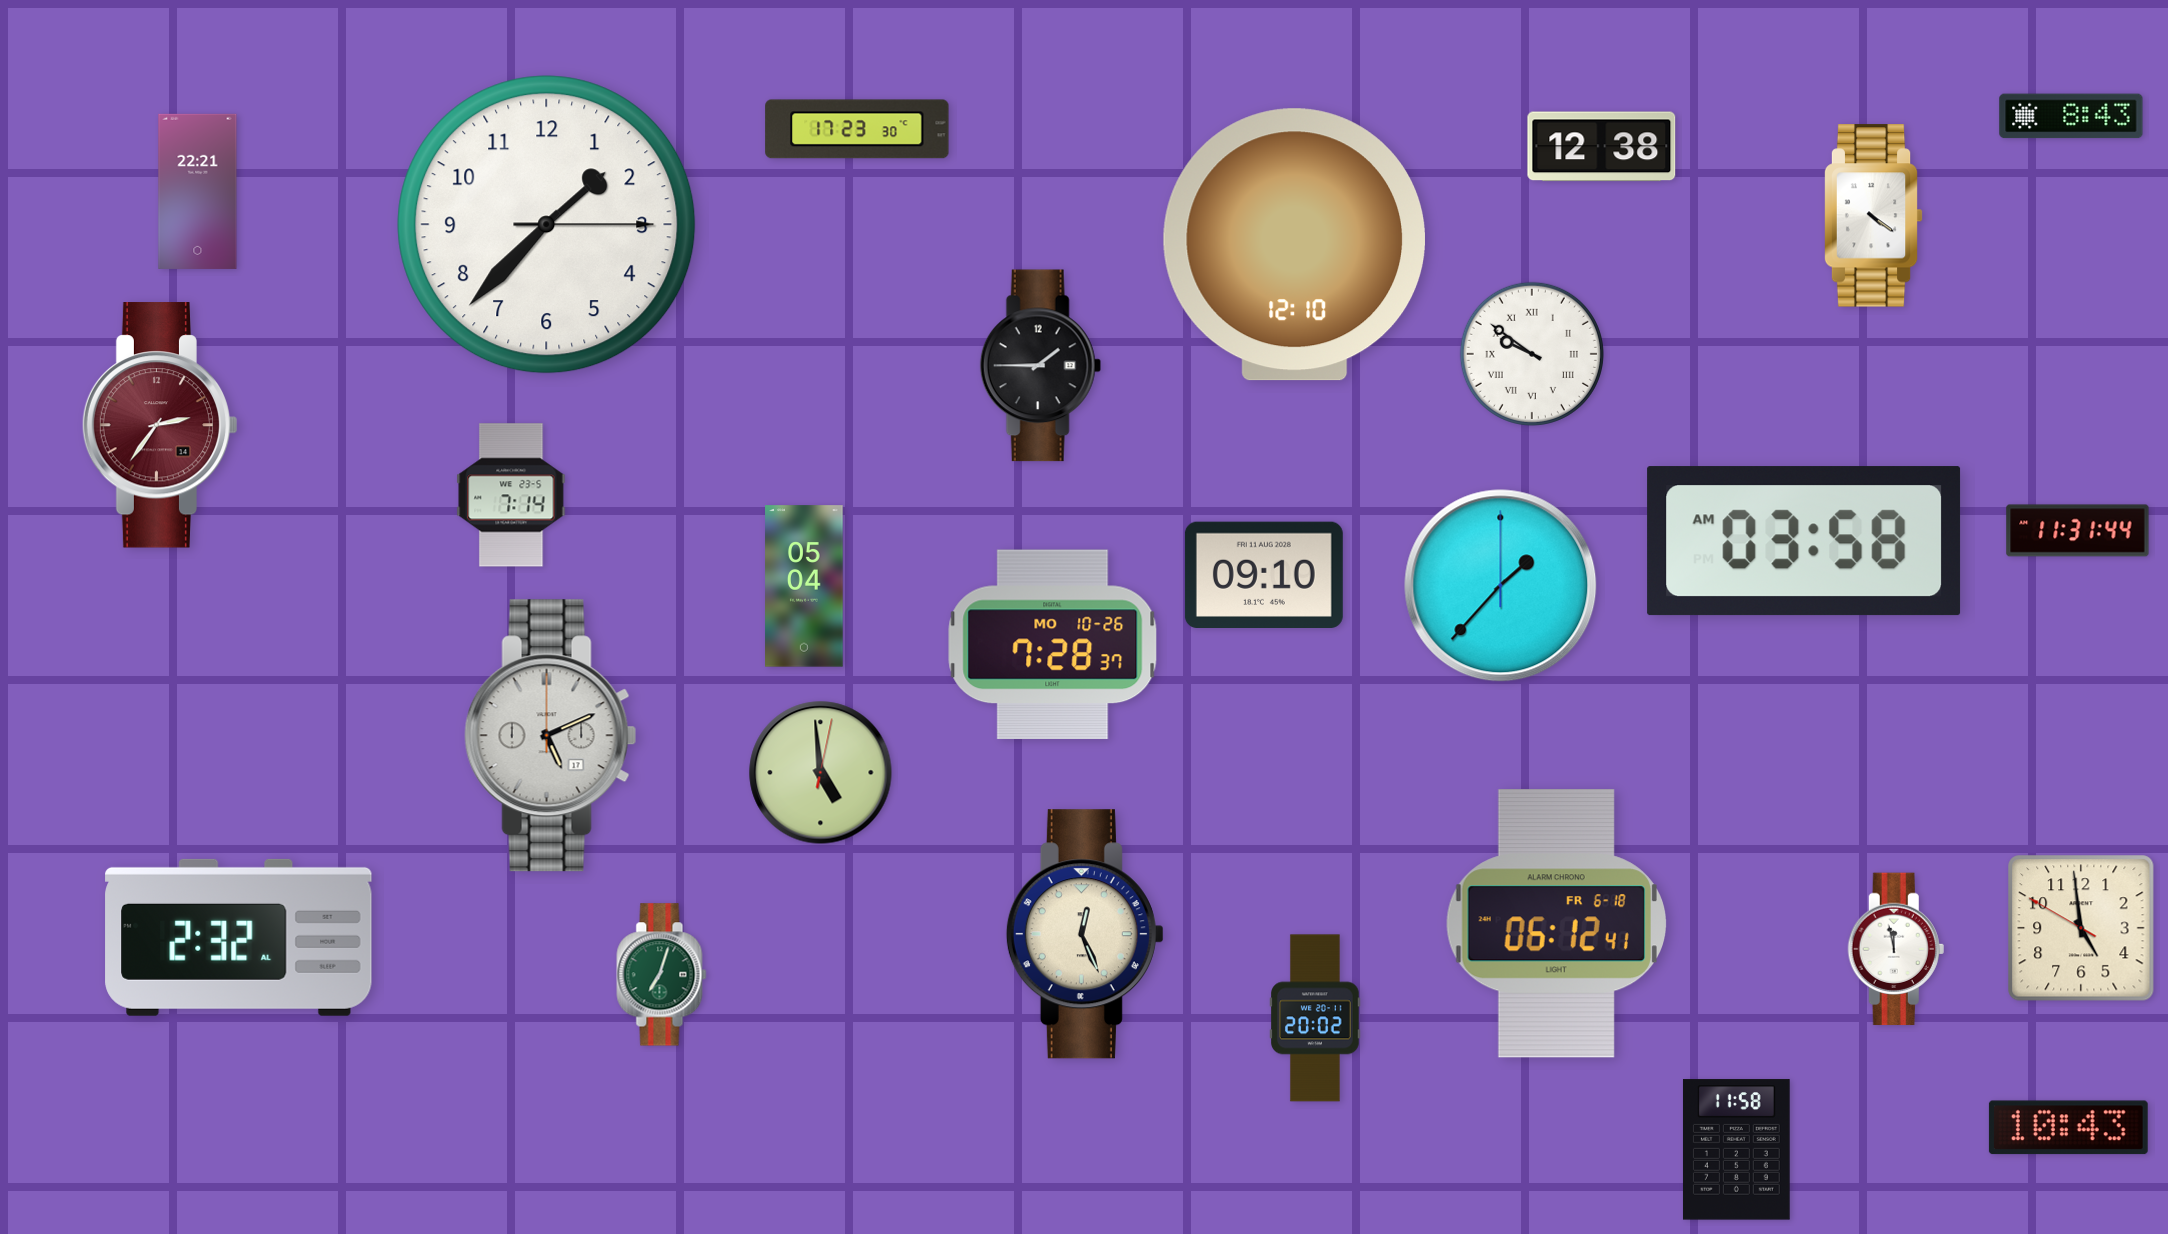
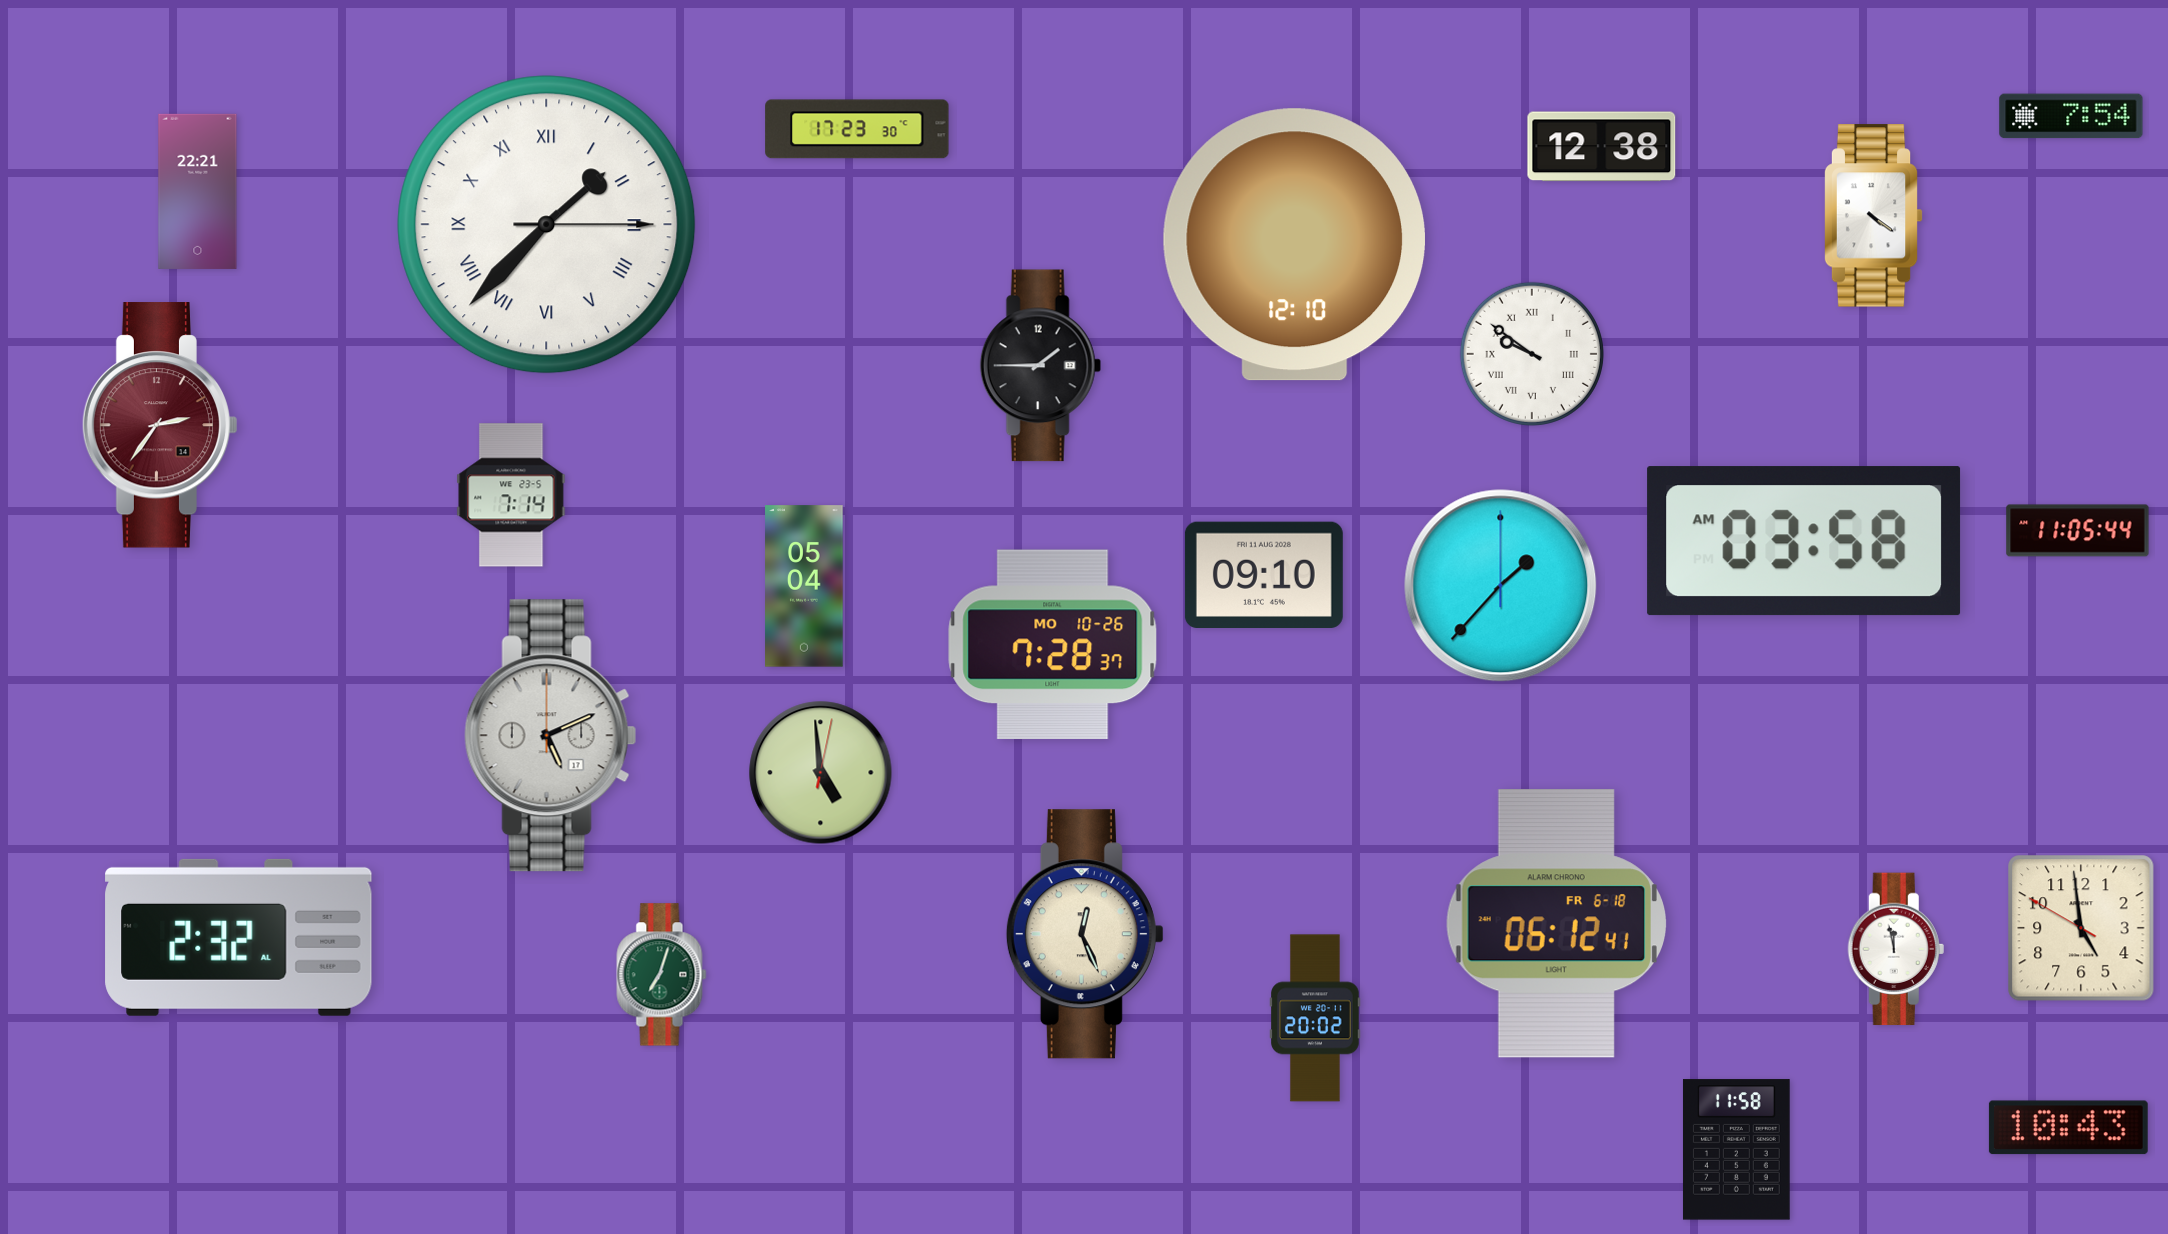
clock at (2071, 116): 8:43 -> 7:54
clock at (547, 225) numerals: Arabic -> Roman
clock at (2078, 531): 11:31 -> 11:05
